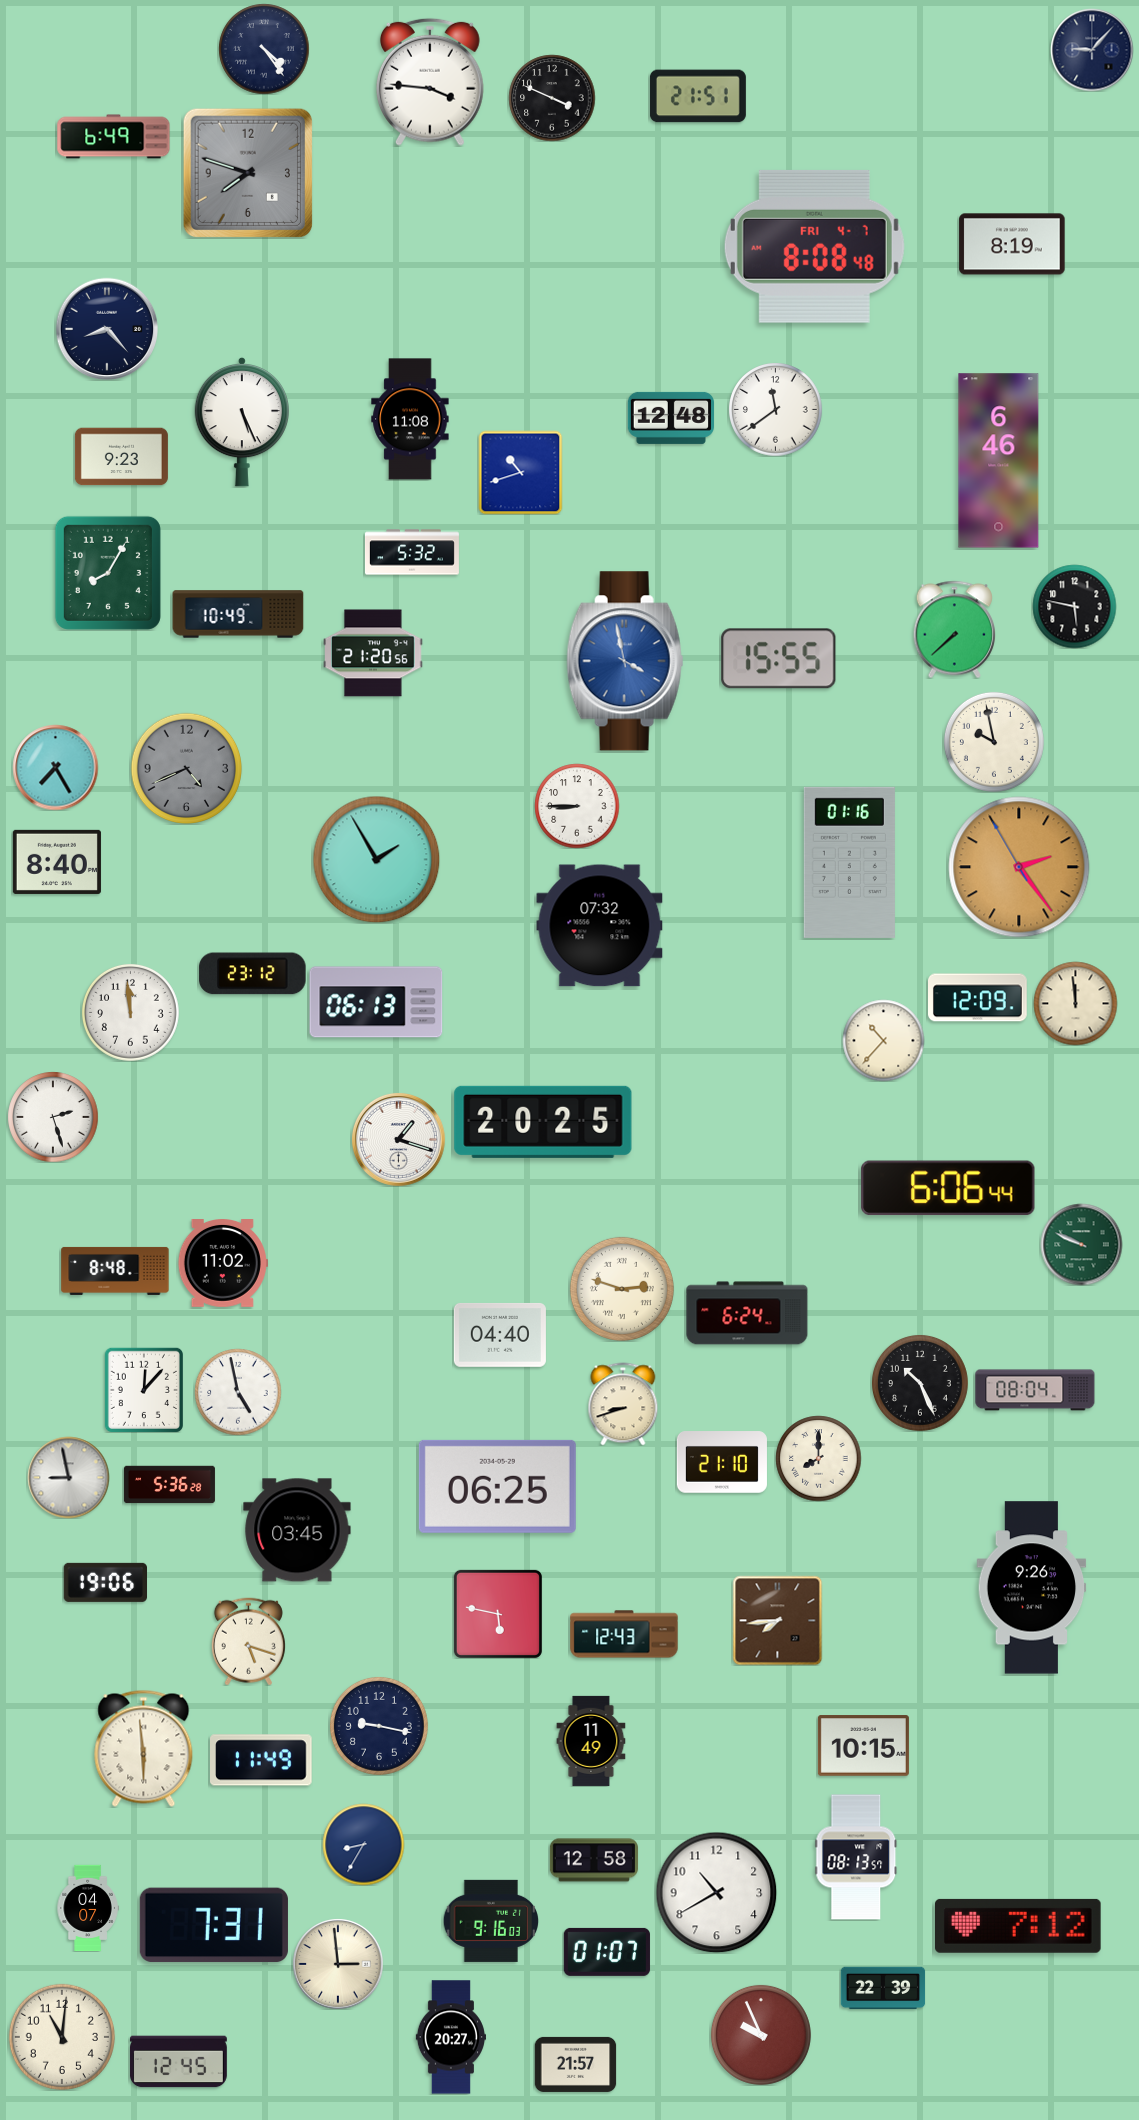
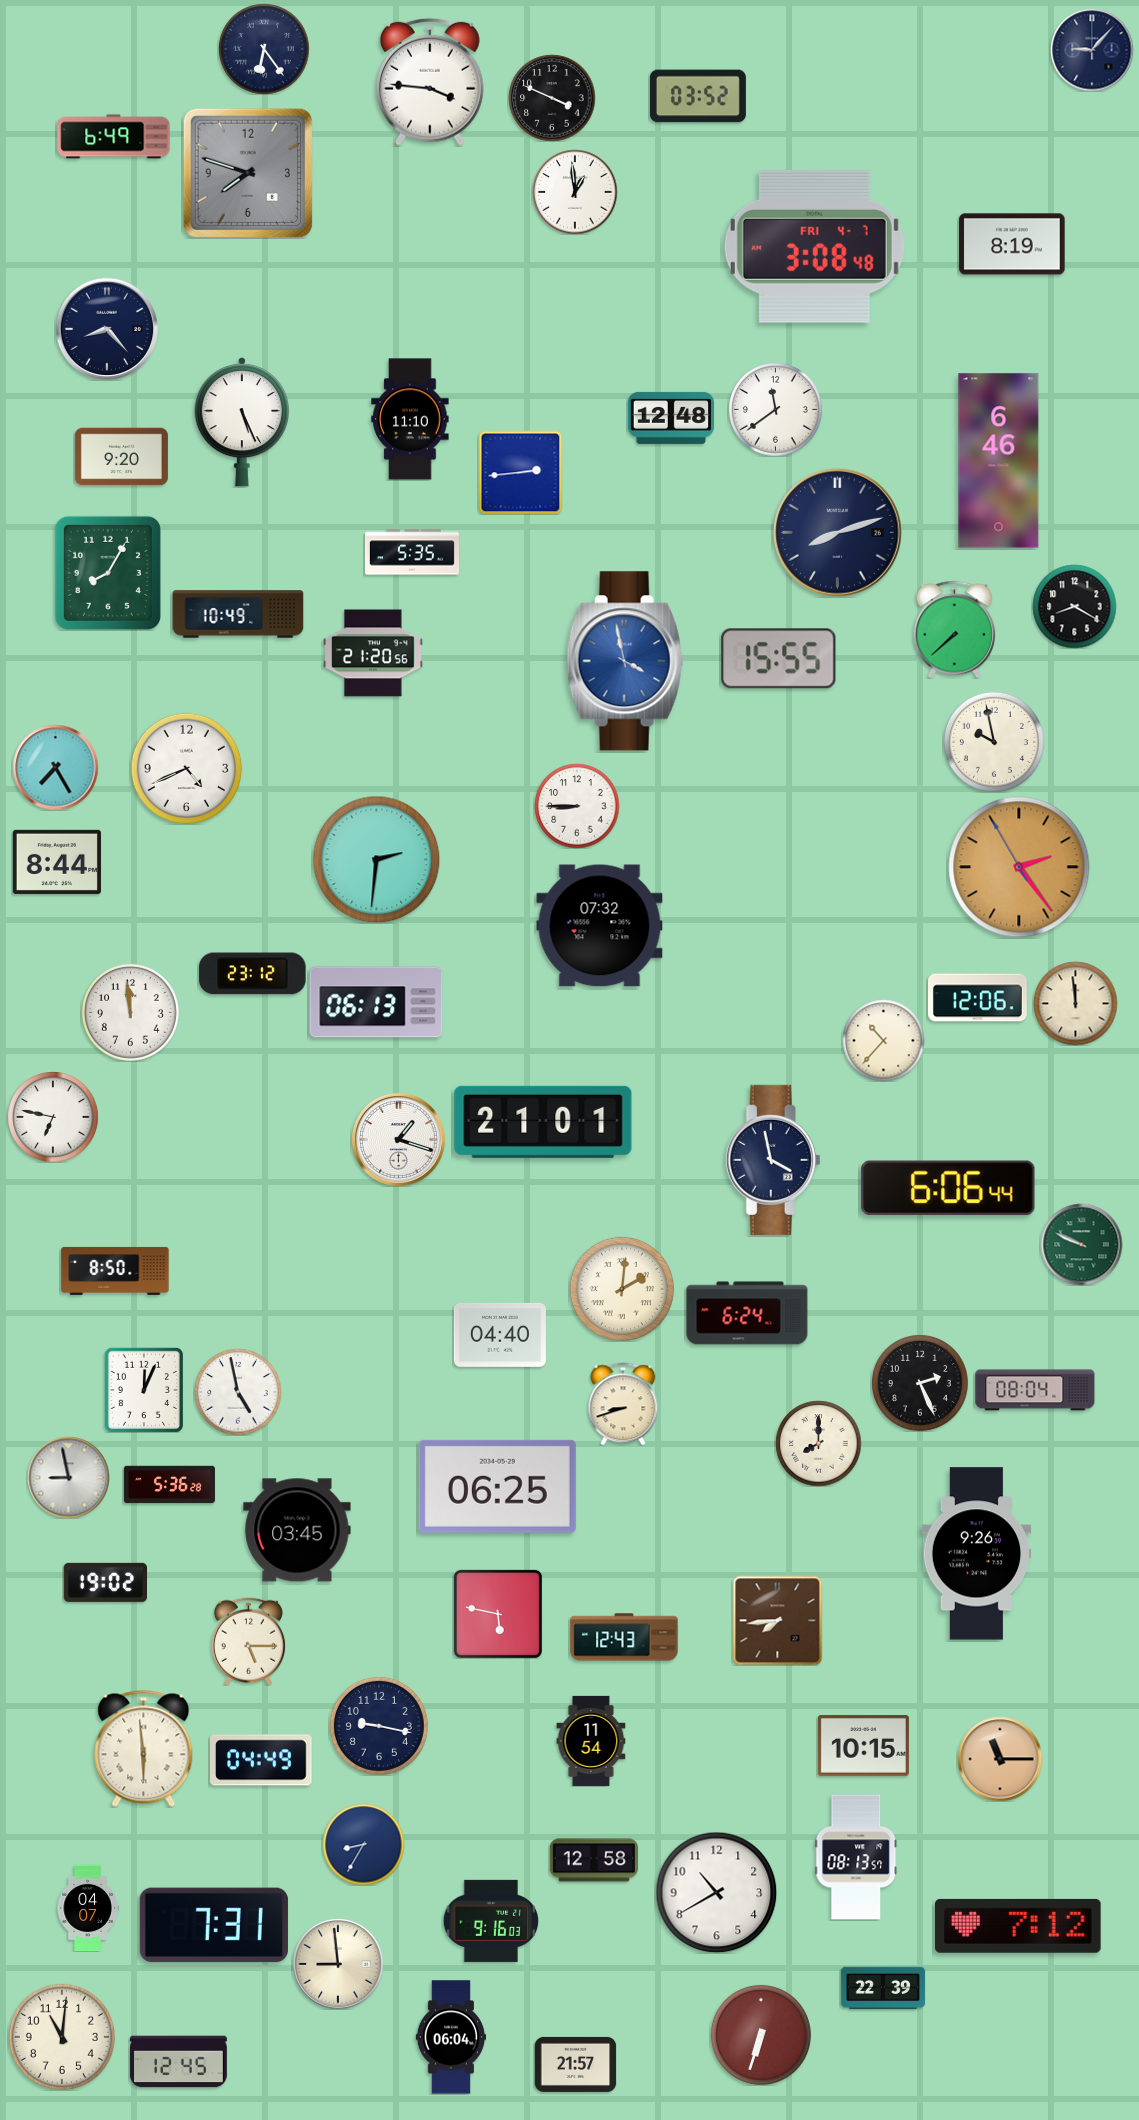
clock at (264, 49): 4:24 -> 6:24
clock at (698, 96): 21:51 -> 03:52
clock at (575, 192): none -> 12:59
clock at (814, 246): 8:08 -> 3:08
clock at (410, 419): 11:08 -> 11:10
clock at (121, 457): 9:23 -> 9:20
clock at (520, 472): 10:42 -> 2:44
clock at (838, 533): none -> 8:12
clock at (412, 552): 5:32 -> 5:35
clock at (1074, 606): 5:47 -> 8:20
clock at (186, 768) dial: grey -> white
clock at (376, 859): 1:55 -> 2:31
clock at (57, 862): 8:40 -> 8:44
clock at (849, 862): 01:16 -> none
clock at (978, 998): 12:09 -> 12:06
clock at (53, 1117): 2:27 -> 6:47
clock at (543, 1122): 20:25 -> 21:01
clock at (773, 1160): none -> 3:58
clock at (223, 1264): 11:02 -> none
clock at (115, 1271): 8:48 -> 8:50
clock at (622, 1289): 2:48 -> 2:01
clock at (920, 1383): 10:26 -> 2:26
clock at (144, 1390): 12:07 -> 12:04
clock at (818, 1458) position: (818, 1458) -> (818, 1443)
clock at (722, 1462): 21:10 -> none
clock at (105, 1582): 19:06 -> 19:02
clock at (1032, 1588) position: (1032, 1588) -> (977, 1554)
clock at (624, 1634) position: (624, 1634) -> (624, 1637)
clock at (248, 1641): 5:18 -> 5:15
clock at (591, 1741): 11:49 -> 11:54
clock at (1000, 1759): none -> 11:15
clock at (262, 1760): 11:49 -> 04:49
clock at (607, 1952): 01:07 -> none
clock at (338, 1964): 2:59 -> 8:59
clock at (761, 2035): 9:56 -> 6:33
clock at (450, 2037): 20:27 -> 06:04
